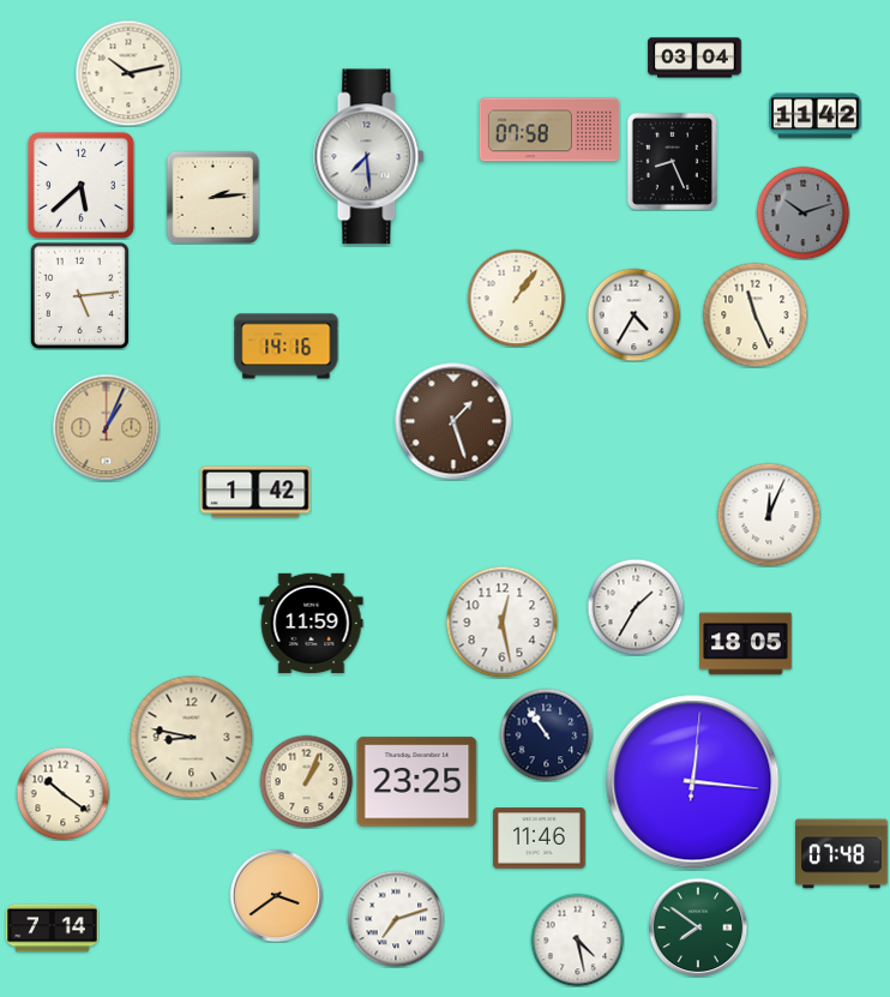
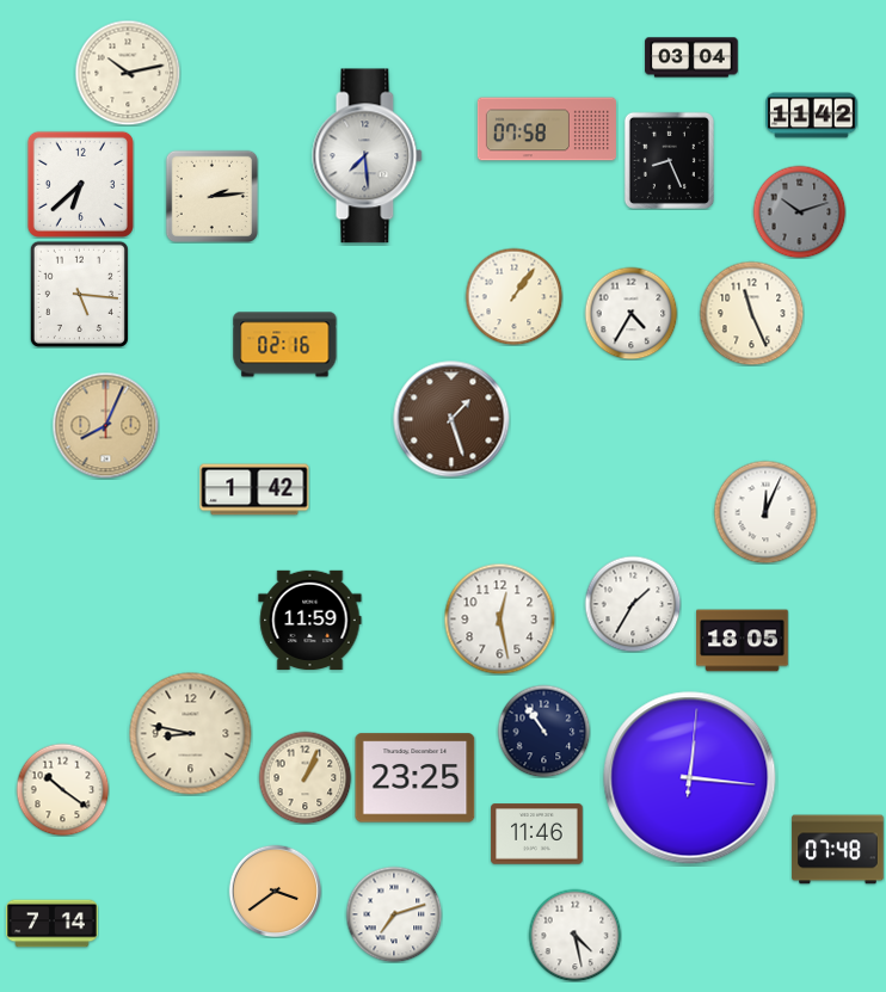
clock at (80, 185): 5:38 -> 6:38
clock at (79, 295): 5:14 -> 5:16
clock at (287, 347): 14:16 -> 02:16
clock at (106, 427): 1:04 -> 8:04
clock at (698, 927): 7:51 -> none
